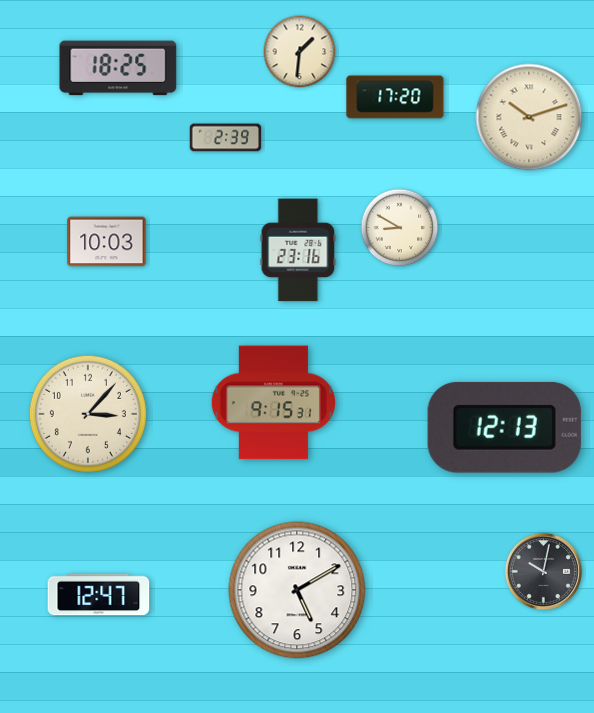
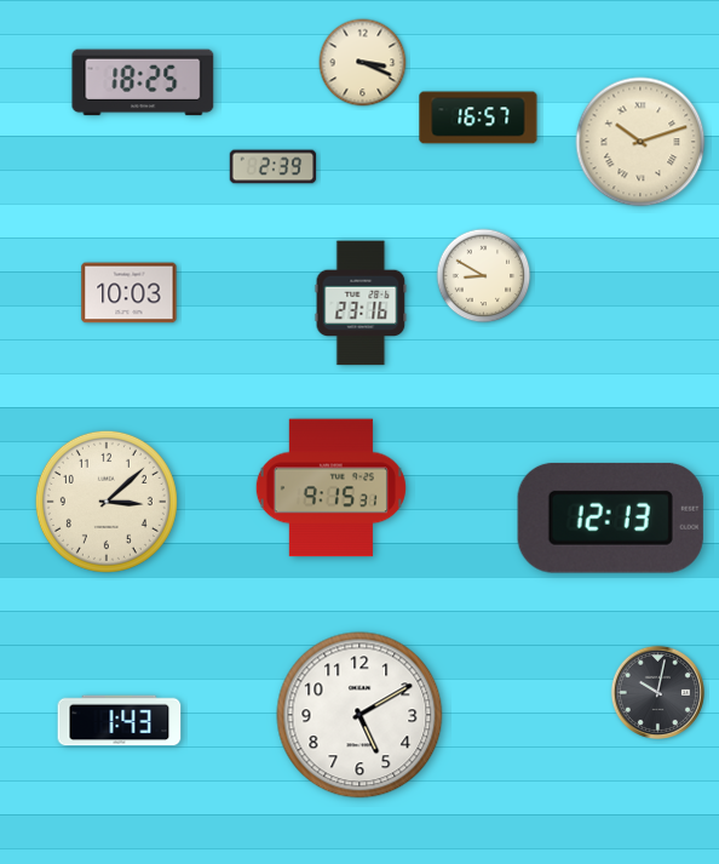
clock at (300, 52): 1:31 -> 3:19
clock at (395, 97): 17:20 -> 16:57
clock at (88, 414): 3:07 -> 3:08
clock at (99, 595): 12:47 -> 1:43
